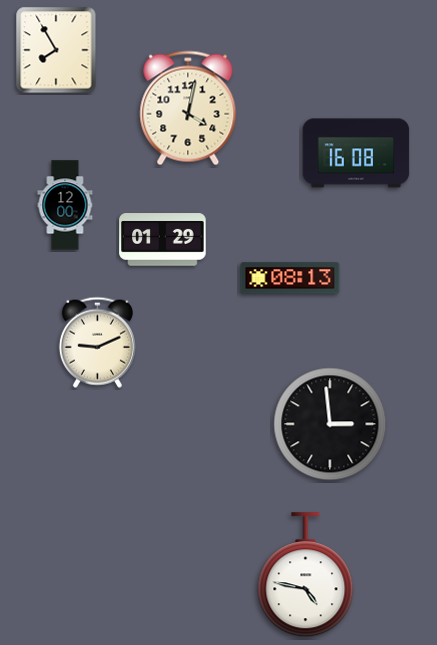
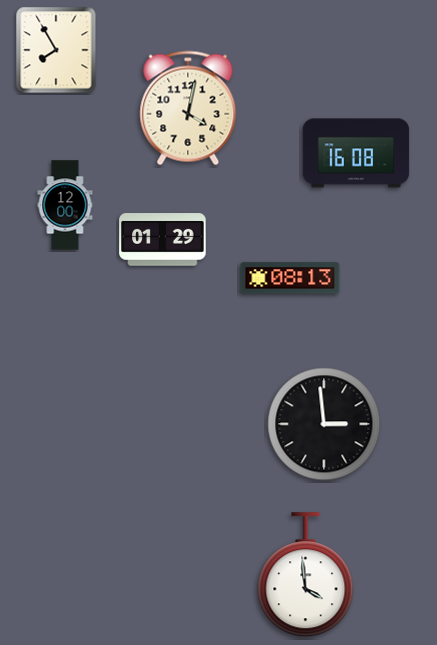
clock at (97, 342): 9:11 -> none
clock at (330, 424) position: (330, 424) -> (324, 424)
clock at (306, 575): 4:47 -> 3:59
